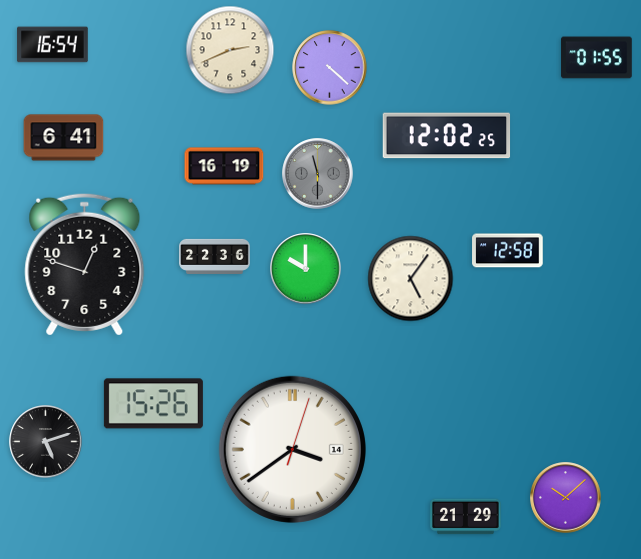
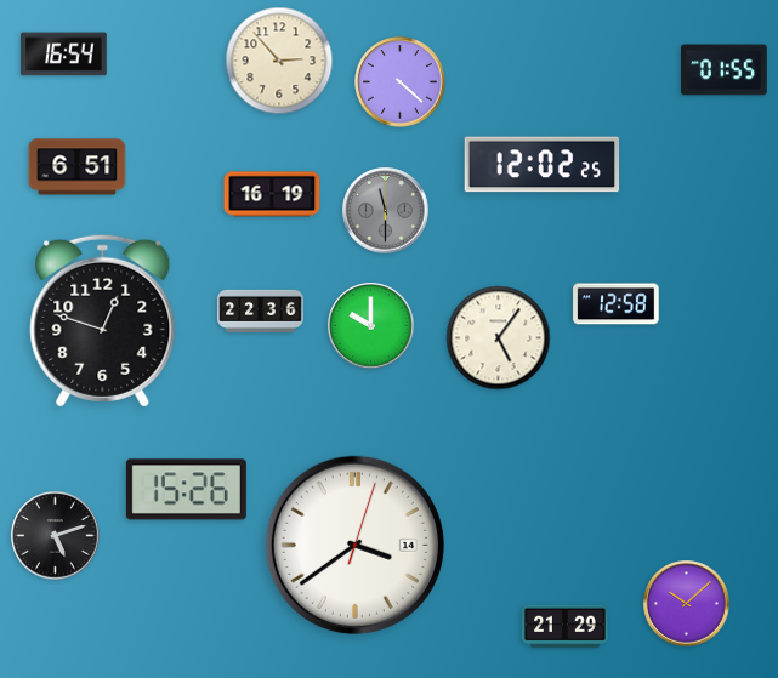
clock at (230, 50): 2:41 -> 2:53
clock at (64, 138): 6:41 -> 6:51
clock at (224, 166) position: (224, 166) -> (272, 194)
